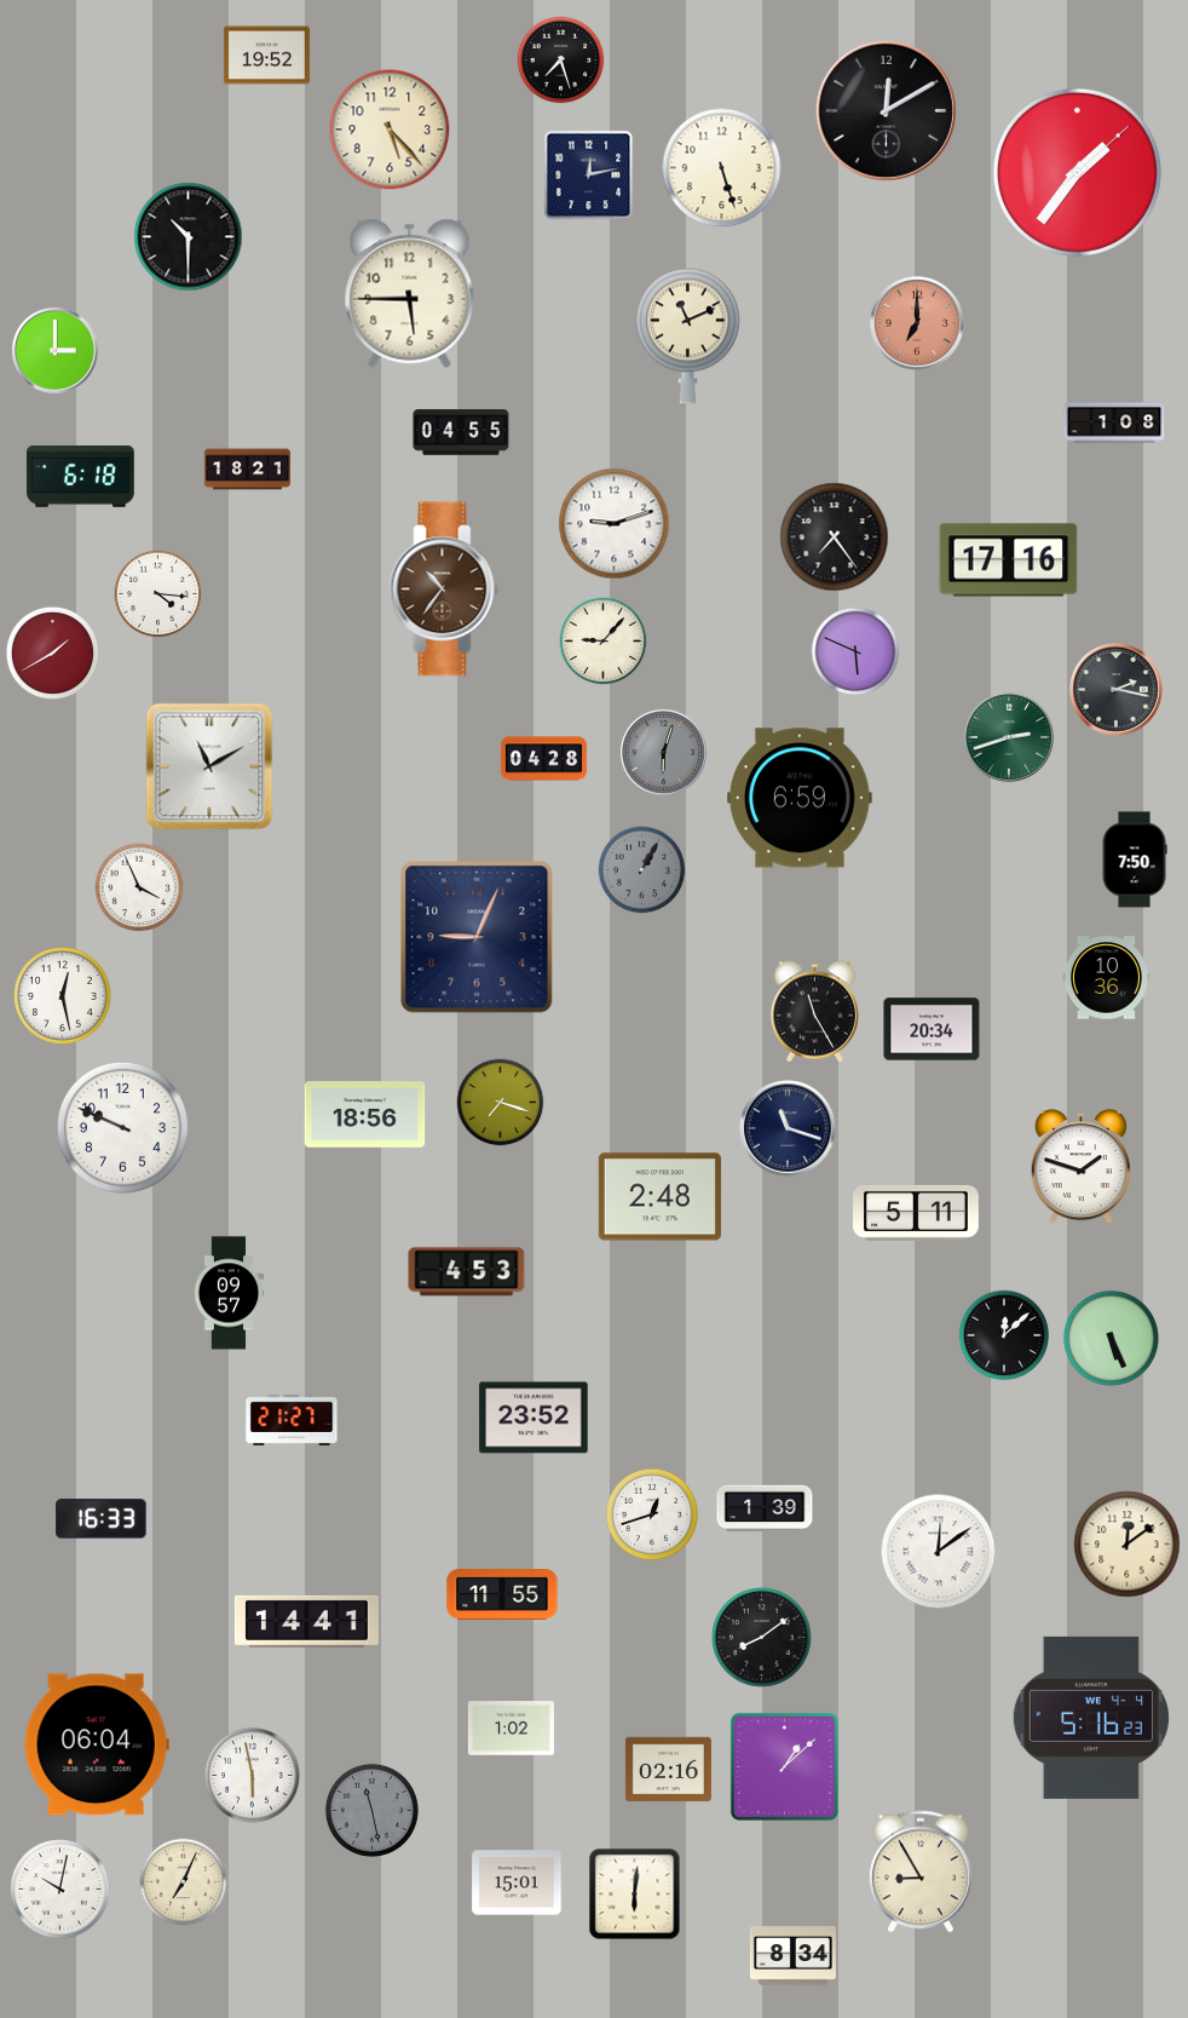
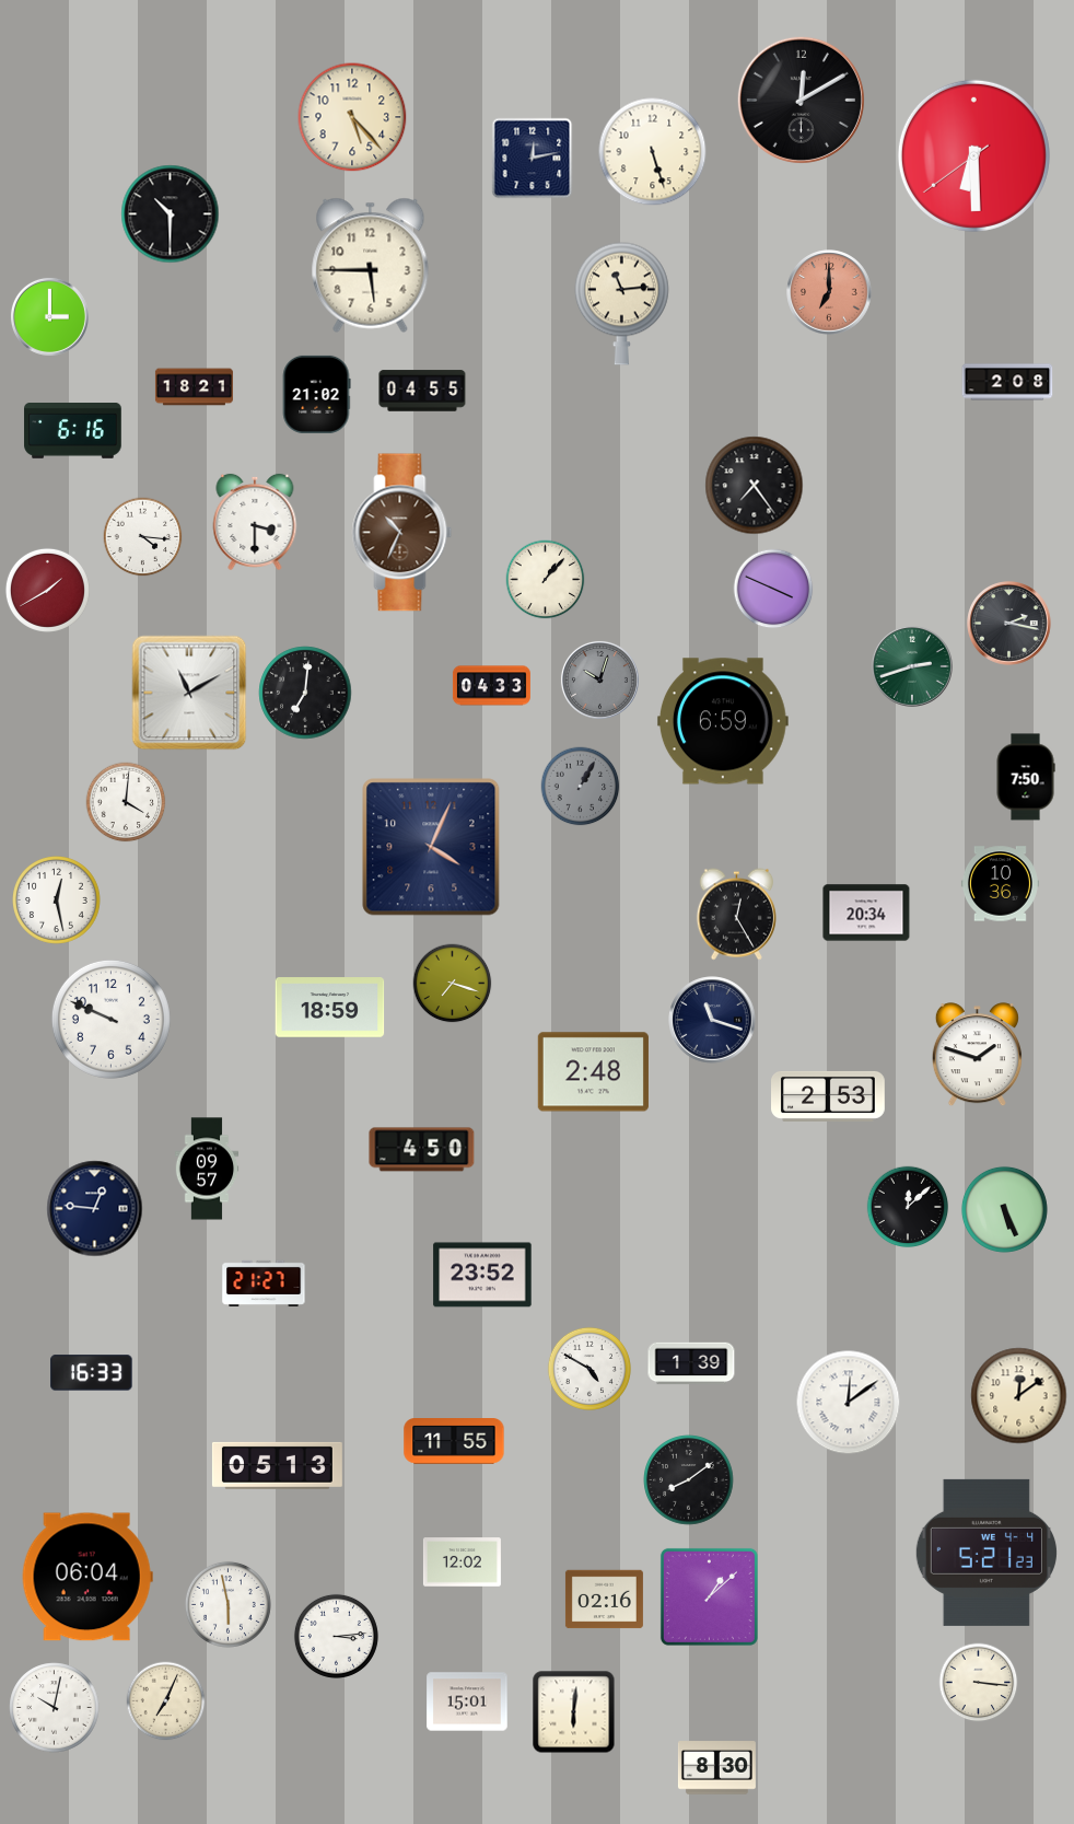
clock at (266, 56): 19:52 -> none
clock at (561, 61): 7:27 -> none
clock at (1077, 172): 1:36 -> 6:29
clock at (687, 335): 11:11 -> 11:14
clock at (1114, 422): 1:08 -> 2:08
clock at (461, 432) position: (461, 432) -> (422, 391)
clock at (316, 394): none -> 21:02
clock at (247, 470) position: (247, 470) -> (194, 387)
clock at (81, 477): 6:18 -> 6:16
clock at (615, 524): 9:12 -> none
clock at (1009, 560): 17:16 -> none
clock at (255, 522): none -> 3:30
clock at (445, 590): 10:36 -> 10:34
clock at (604, 642): 9:07 -> 1:07
clock at (855, 651): 5:49 -> 3:49
clock at (663, 752): 6:03 -> 10:03
clock at (543, 759): 04:28 -> 04:33
clock at (305, 693): none -> 7:01
clock at (139, 887): 3:56 -> 4:01
clock at (477, 937): 9:04 -> 4:04
clock at (814, 1012): 11:25 -> 12:25
clock at (932, 1029) position: (932, 1029) -> (866, 913)
clock at (501, 1103) position: (501, 1103) -> (453, 984)
clock at (365, 1115): 18:56 -> 18:59
clock at (659, 1197) position: (659, 1197) -> (593, 1072)
clock at (917, 1213): 5:11 -> 2:53
clock at (467, 1272): 4:53 -> 4:50
clock at (95, 1209): none -> 12:46
clock at (534, 1418) position: (534, 1418) -> (482, 1275)
clock at (652, 1514): 12:42 -> 4:50
clock at (306, 1621): 14:41 -> 05:13
clock at (1091, 1718): 5:16 -> 5:21
clock at (511, 1729): 1:02 -> 12:02
clock at (371, 1810): 11:28 -> 3:14
clock at (371, 1810) dial: grey -> white
clock at (979, 1683): none -> 3:16
clock at (921, 1872): 8:55 -> none
clock at (792, 1956): 8:34 -> 8:30
